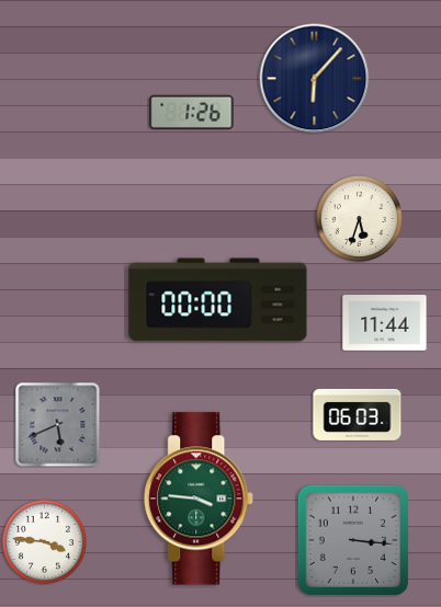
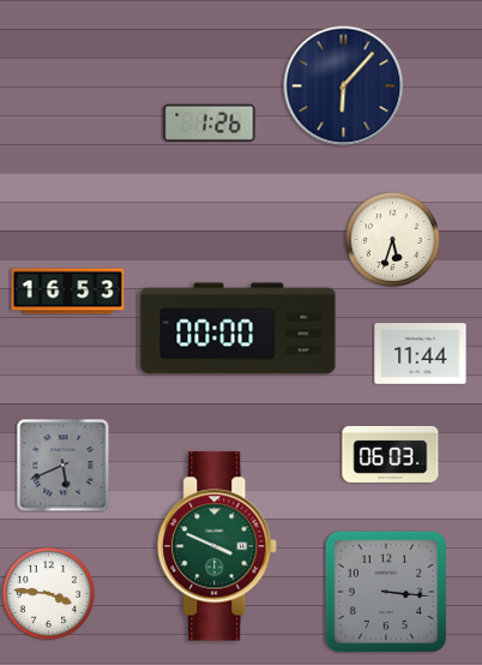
clock at (68, 292): none -> 16:53
clock at (200, 499): 3:46 -> 3:49
